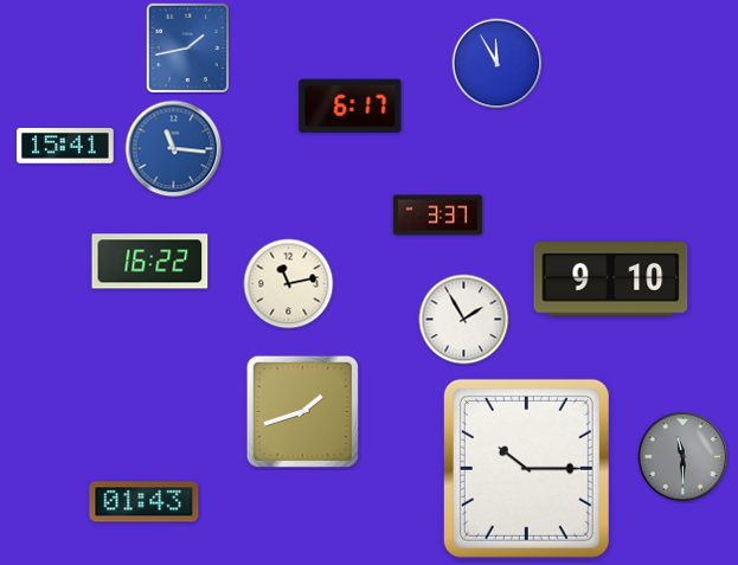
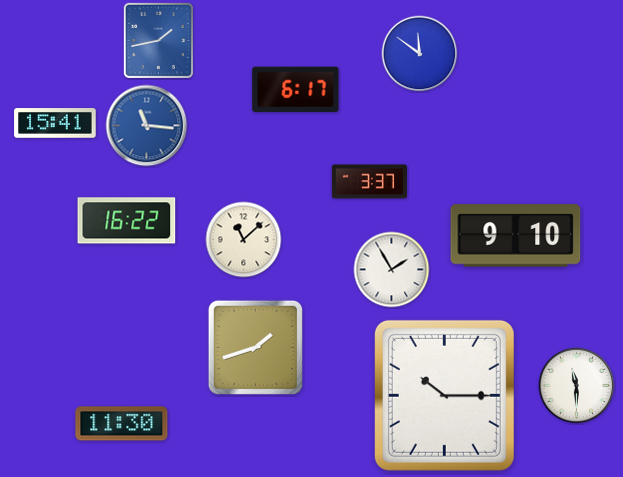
clock at (498, 64): 11:55 -> 11:51
clock at (289, 284): 11:13 -> 11:08
clock at (684, 457) dial: grey -> white
clock at (145, 502): 01:43 -> 11:30
